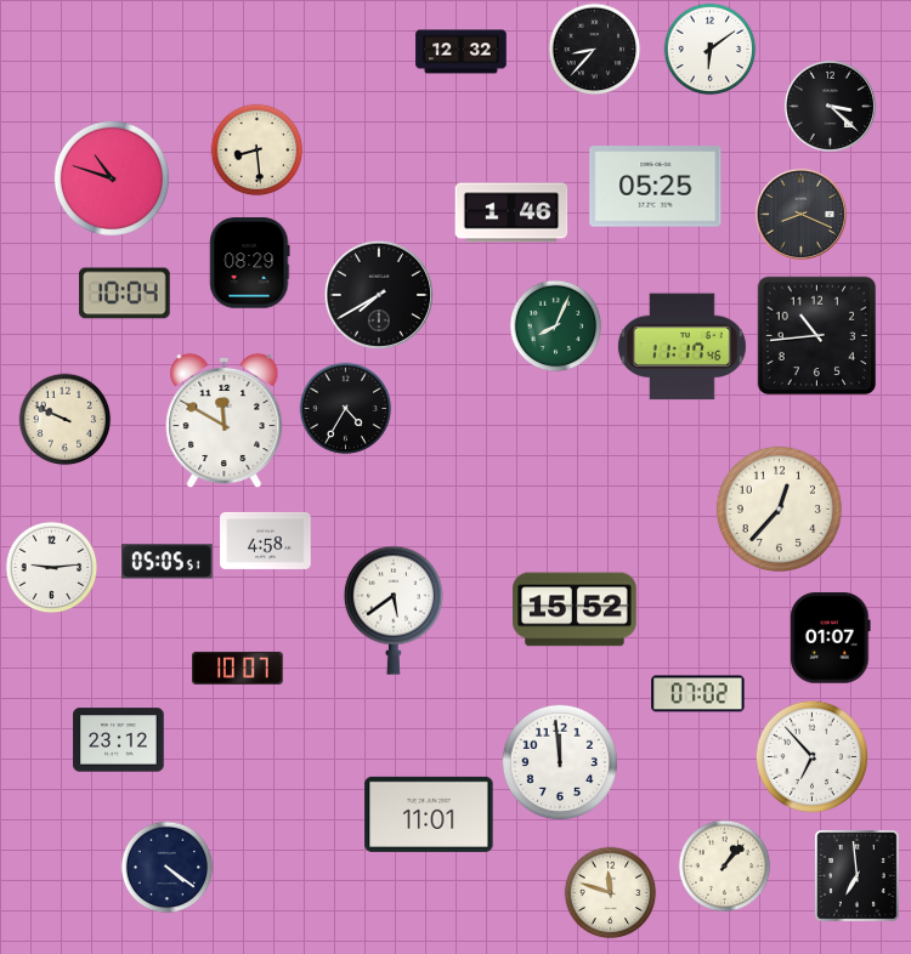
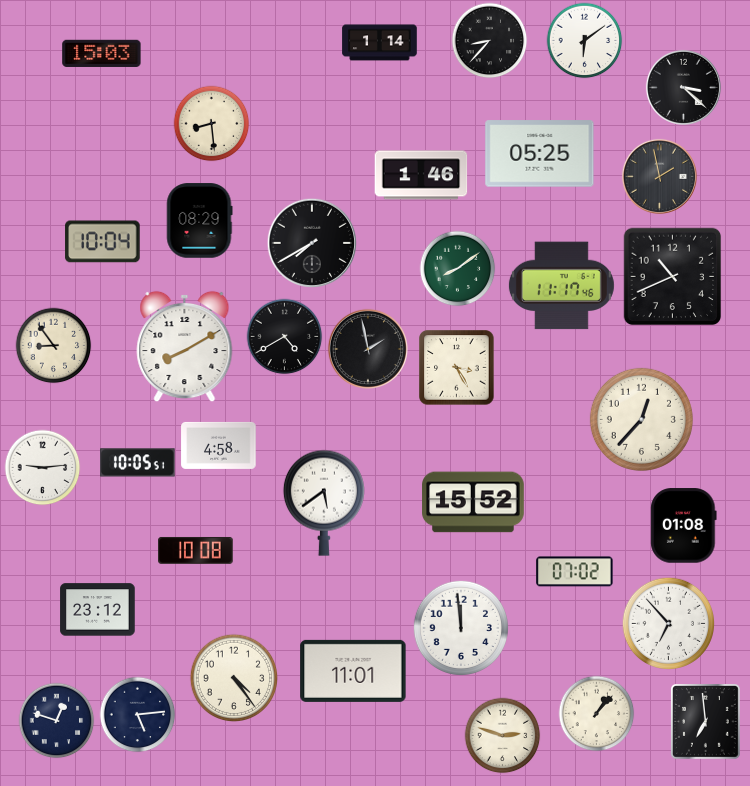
clock at (462, 52): 12:32 -> 1:14
clock at (102, 53): none -> 15:03
clock at (112, 178): 10:48 -> none
clock at (800, 214): 8:19 -> 1:58
clock at (250, 263) position: (250, 263) -> (200, 221)
clock at (556, 326): 8:04 -> 8:09
clock at (817, 336): 10:44 -> 10:41
clock at (346, 409): 4:35 -> 4:40
clock at (66, 420): 9:49 -> 8:54
clock at (225, 421): 11:50 -> 8:10
clock at (368, 349): none -> 1:58
clock at (457, 368): none -> 3:25
clock at (168, 562): 05:05 -> 10:05
clock at (831, 638): 01:07 -> 01:08
clock at (238, 668): 10:07 -> 10:08
clock at (234, 678): none -> 4:24
clock at (168, 868): 4:21 -> 5:14
clock at (57, 721): none -> 12:48
clock at (611, 893): 11:48 -> 2:48
